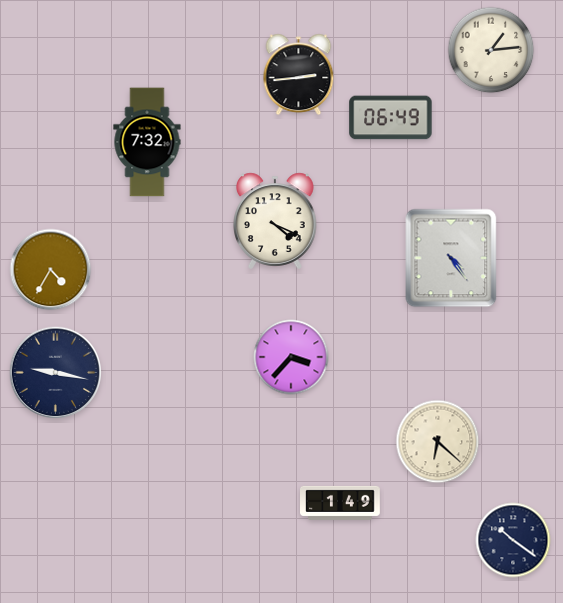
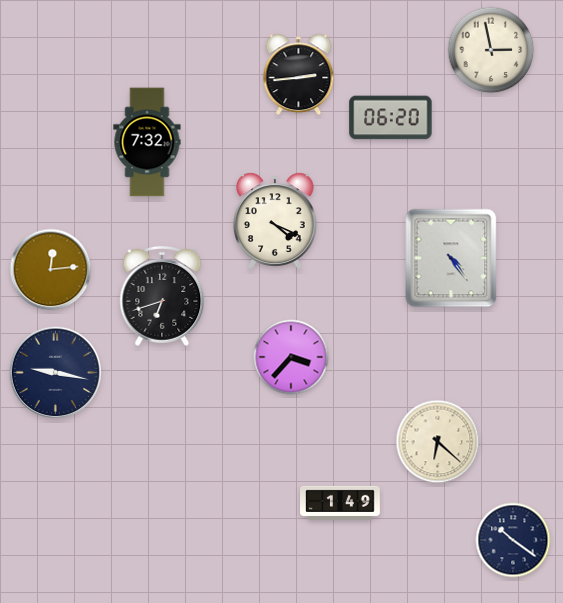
clock at (491, 50): 1:14 -> 2:58
clock at (391, 118): 06:49 -> 06:20
clock at (51, 270): 4:35 -> 12:14
clock at (162, 296): none -> 6:42
